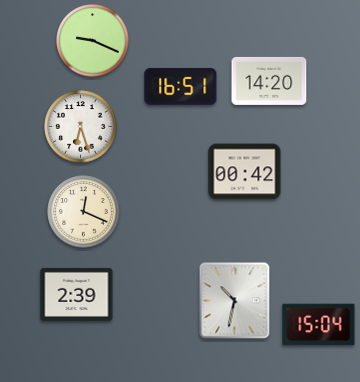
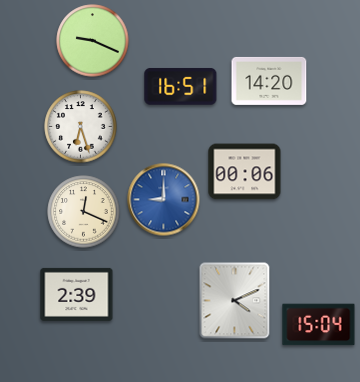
clock at (245, 172): 00:42 -> 00:06
clock at (164, 200): none -> 9:00
clock at (235, 301): 10:32 -> 4:11
